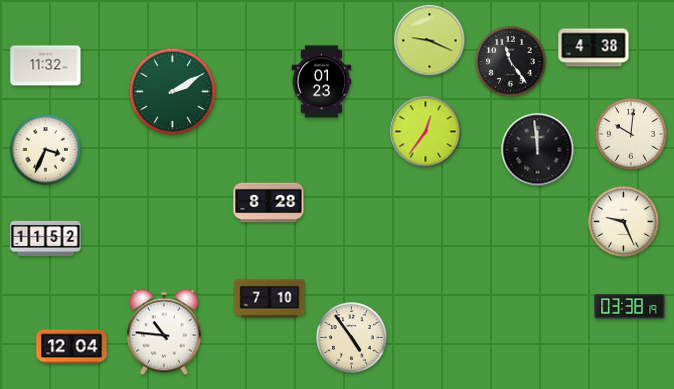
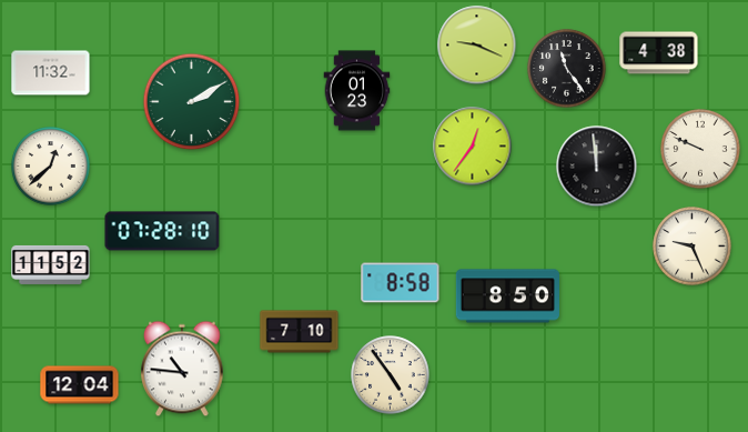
clock at (631, 134): 10:01 -> 9:49
clock at (46, 150): 3:34 -> 12:38
clock at (269, 203): 8:28 -> none
clock at (162, 231): none -> 07:28
clock at (401, 283): none -> 8:58
clock at (507, 297): none -> 8:50
clock at (630, 307): 03:38 -> none
